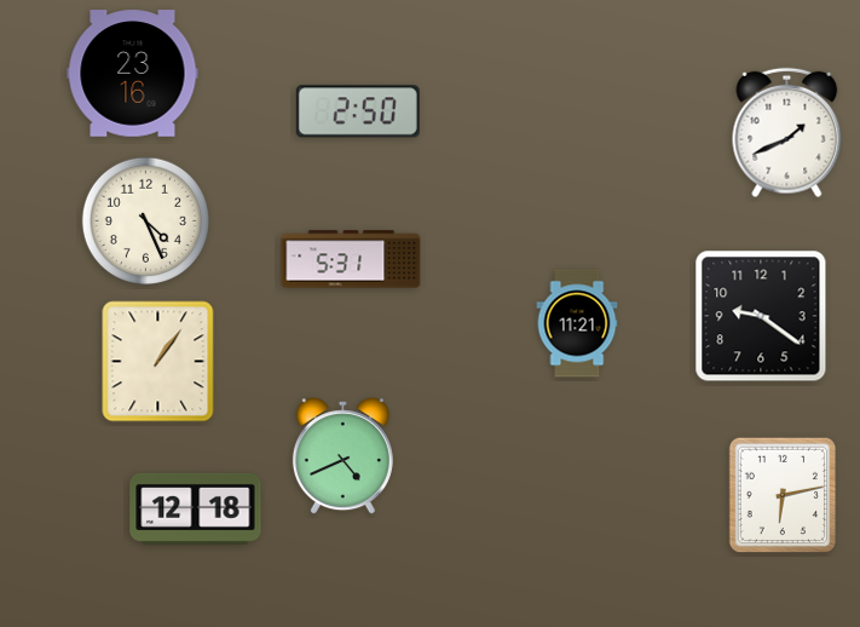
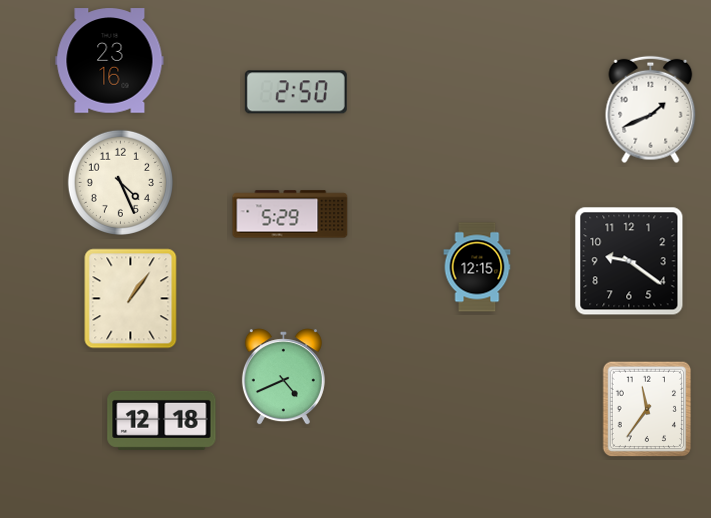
clock at (351, 259): 5:31 -> 5:29
clock at (577, 323): 11:21 -> 12:15
clock at (783, 495): 6:13 -> 11:36
